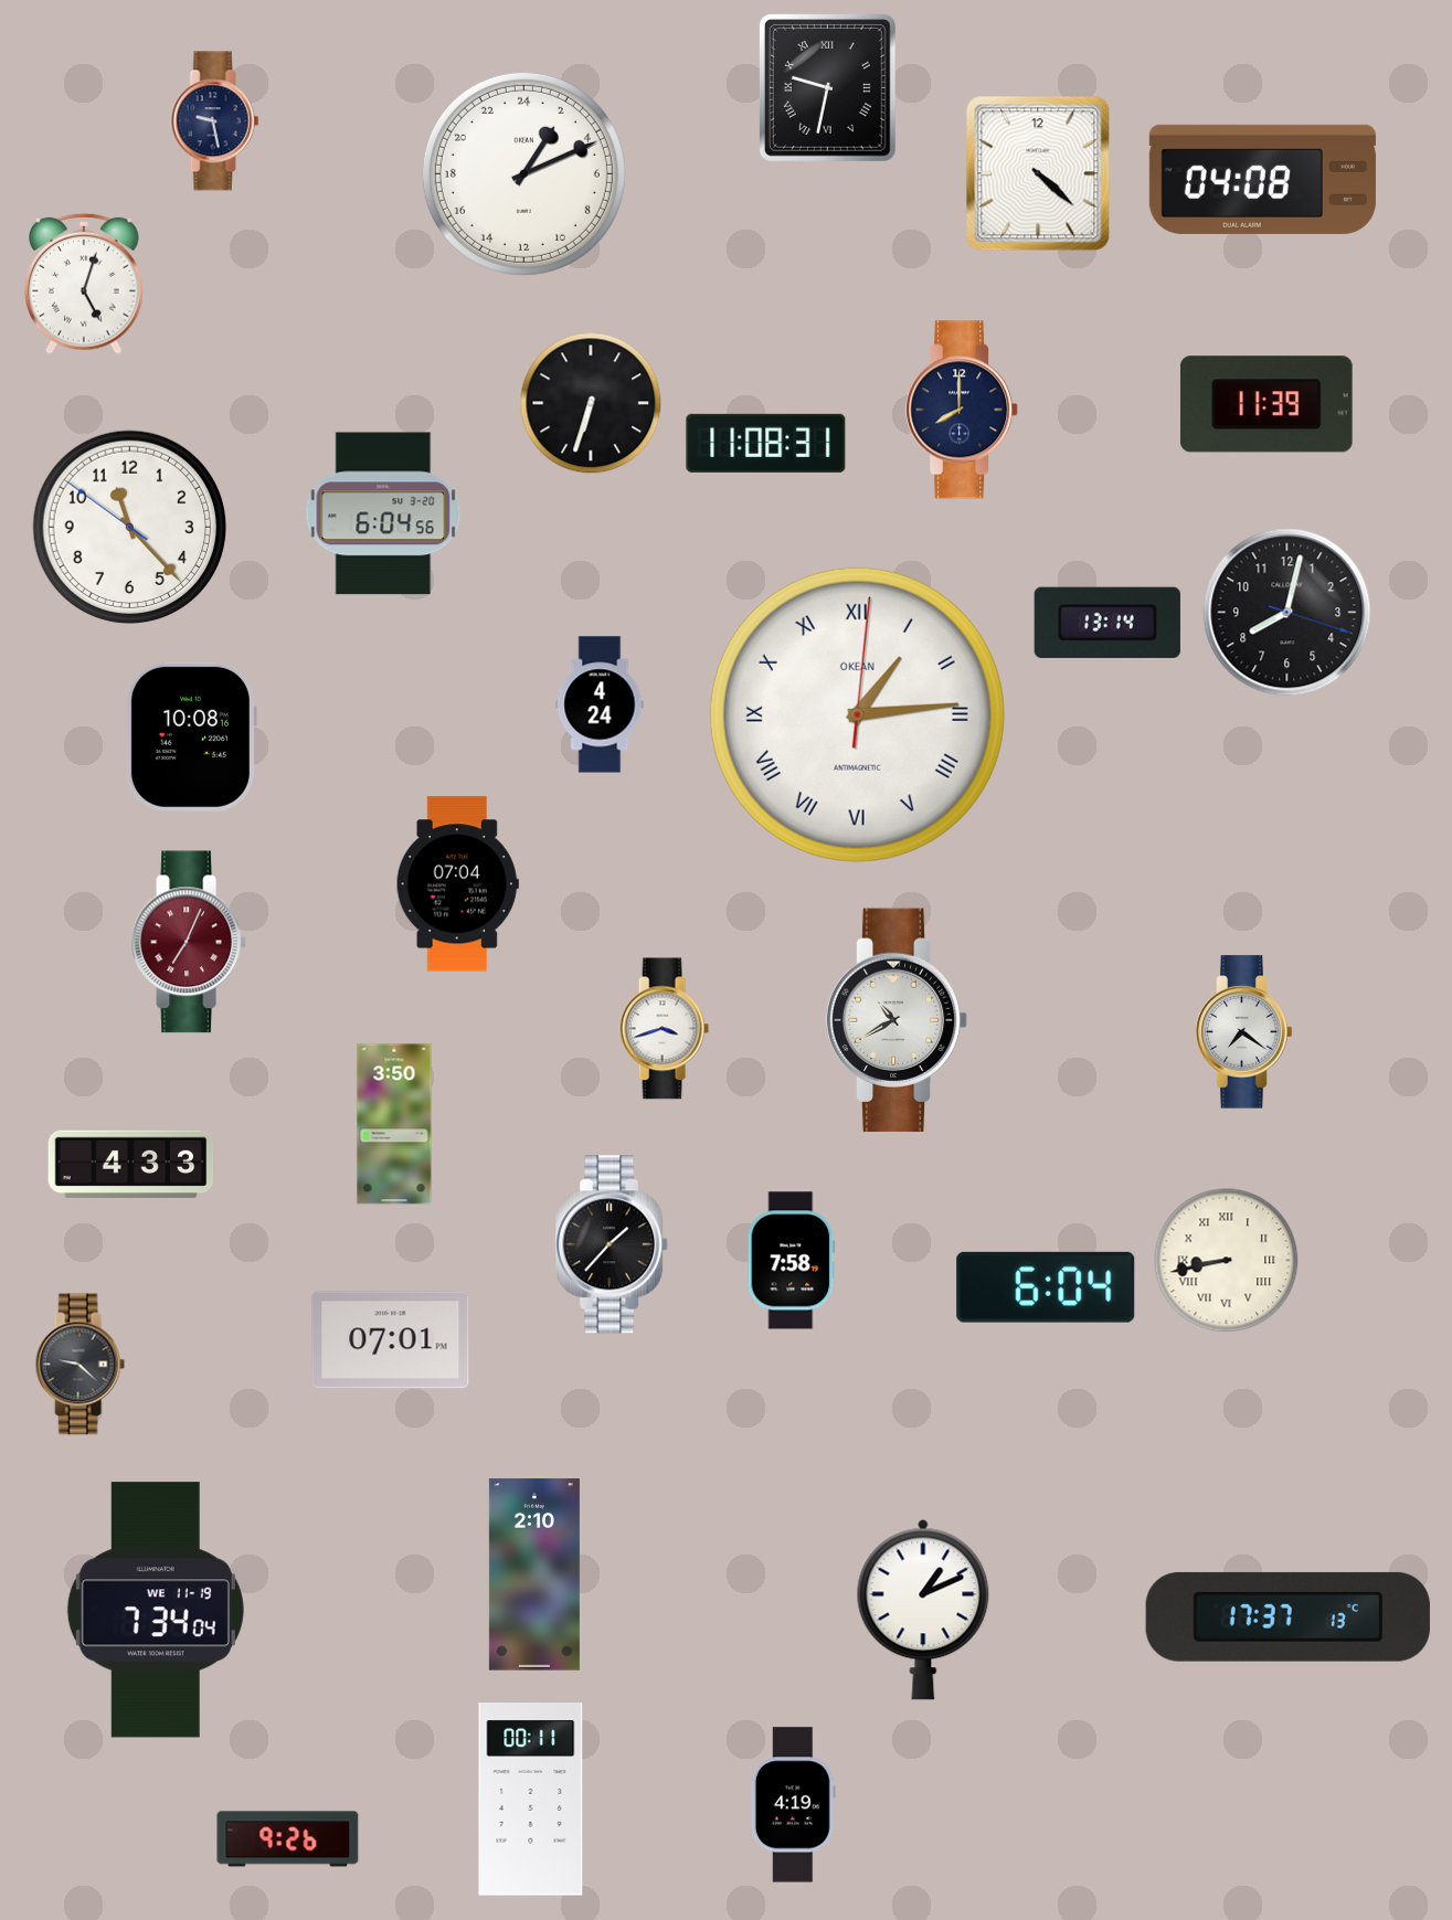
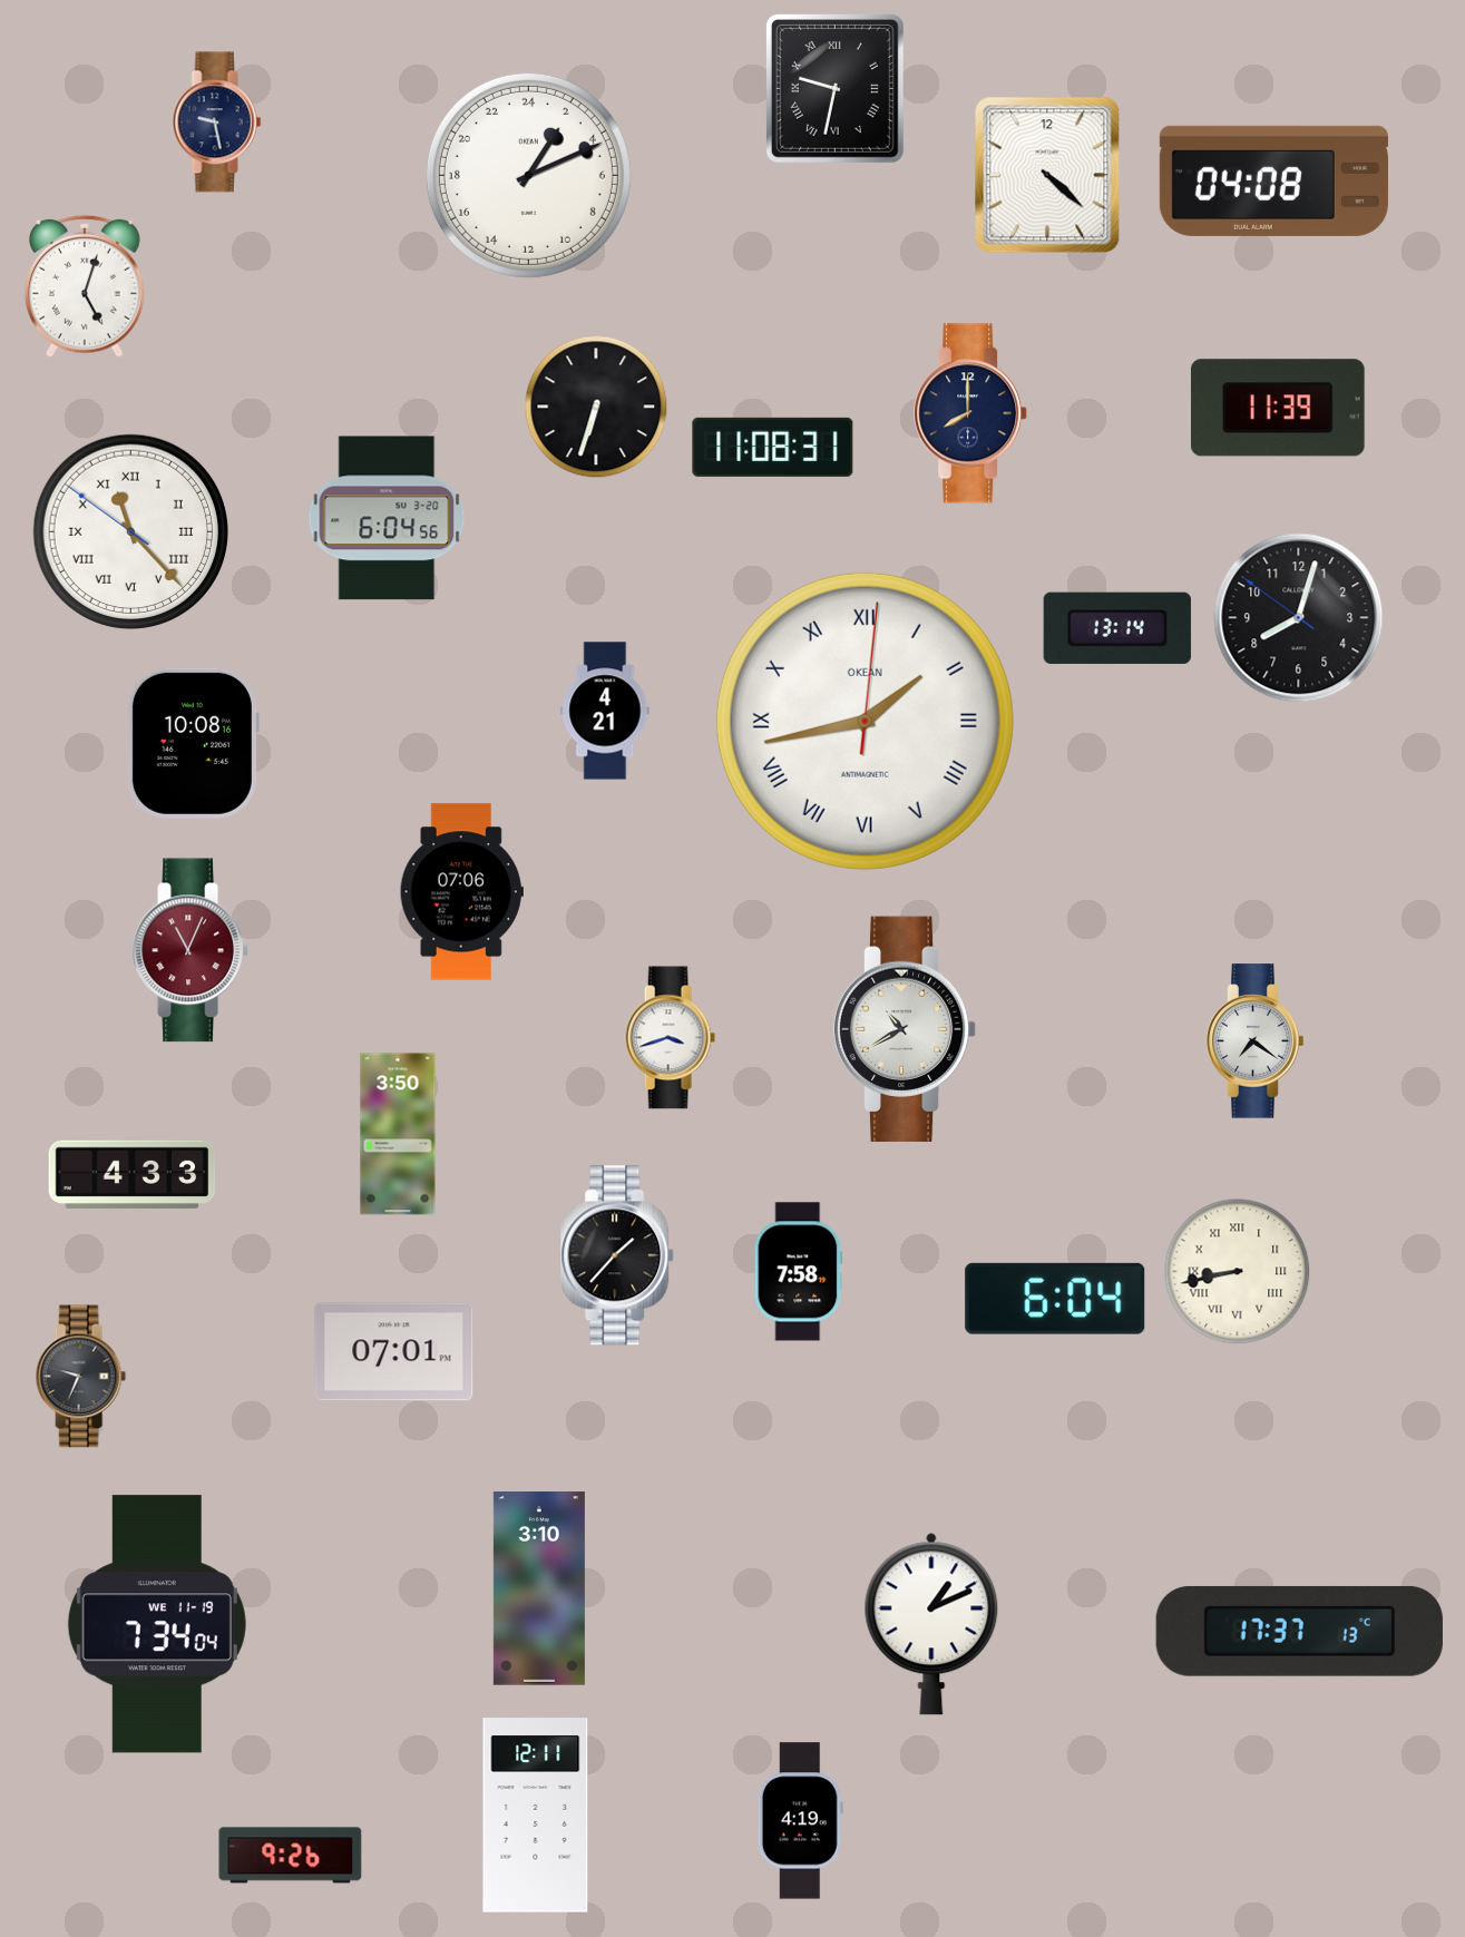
clock at (130, 528) numerals: Arabic -> Roman
clock at (1287, 613): 8:02:18 -> 8:02:51
clock at (600, 704): 4:24 -> 4:21
clock at (857, 714): 1:14 -> 1:43
clock at (457, 884): 07:04 -> 07:06
clock at (189, 942): 7:04 -> 11:04
clock at (80, 1365): 9:22 -> 9:34
clock at (534, 1574): 2:10 -> 3:10
clock at (531, 1800): 00:11 -> 12:11
